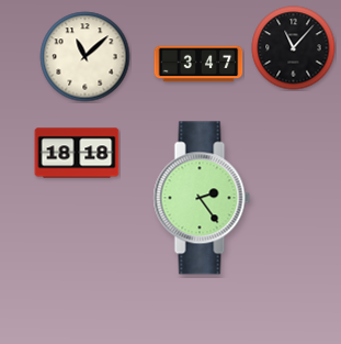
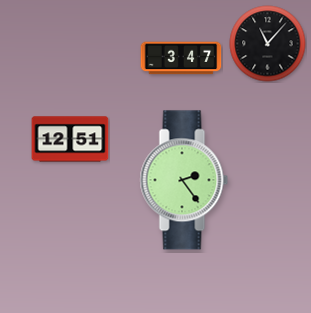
clock at (86, 57): 11:08 -> none
clock at (77, 153): 18:18 -> 12:51
